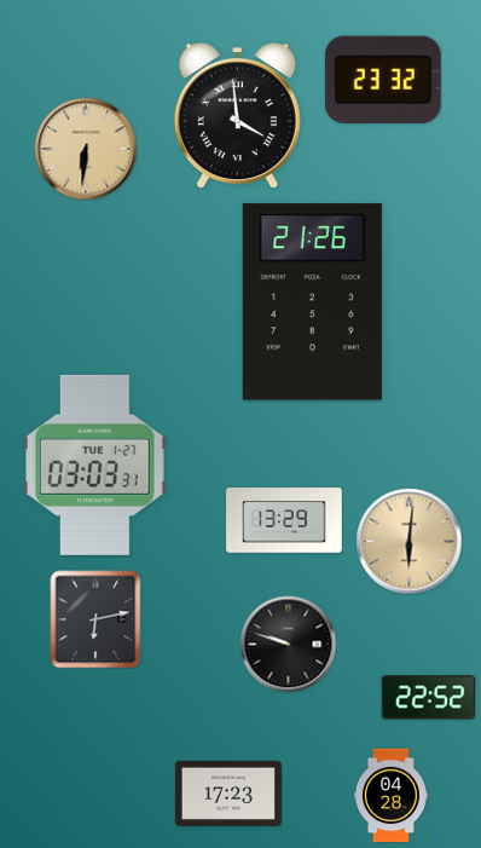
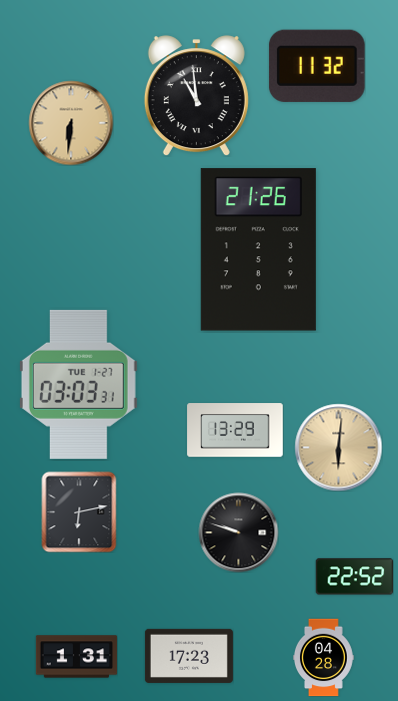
clock at (383, 80): 23:32 -> 11:32
clock at (237, 116): 3:59 -> 10:59
clock at (76, 657): none -> 1:31
